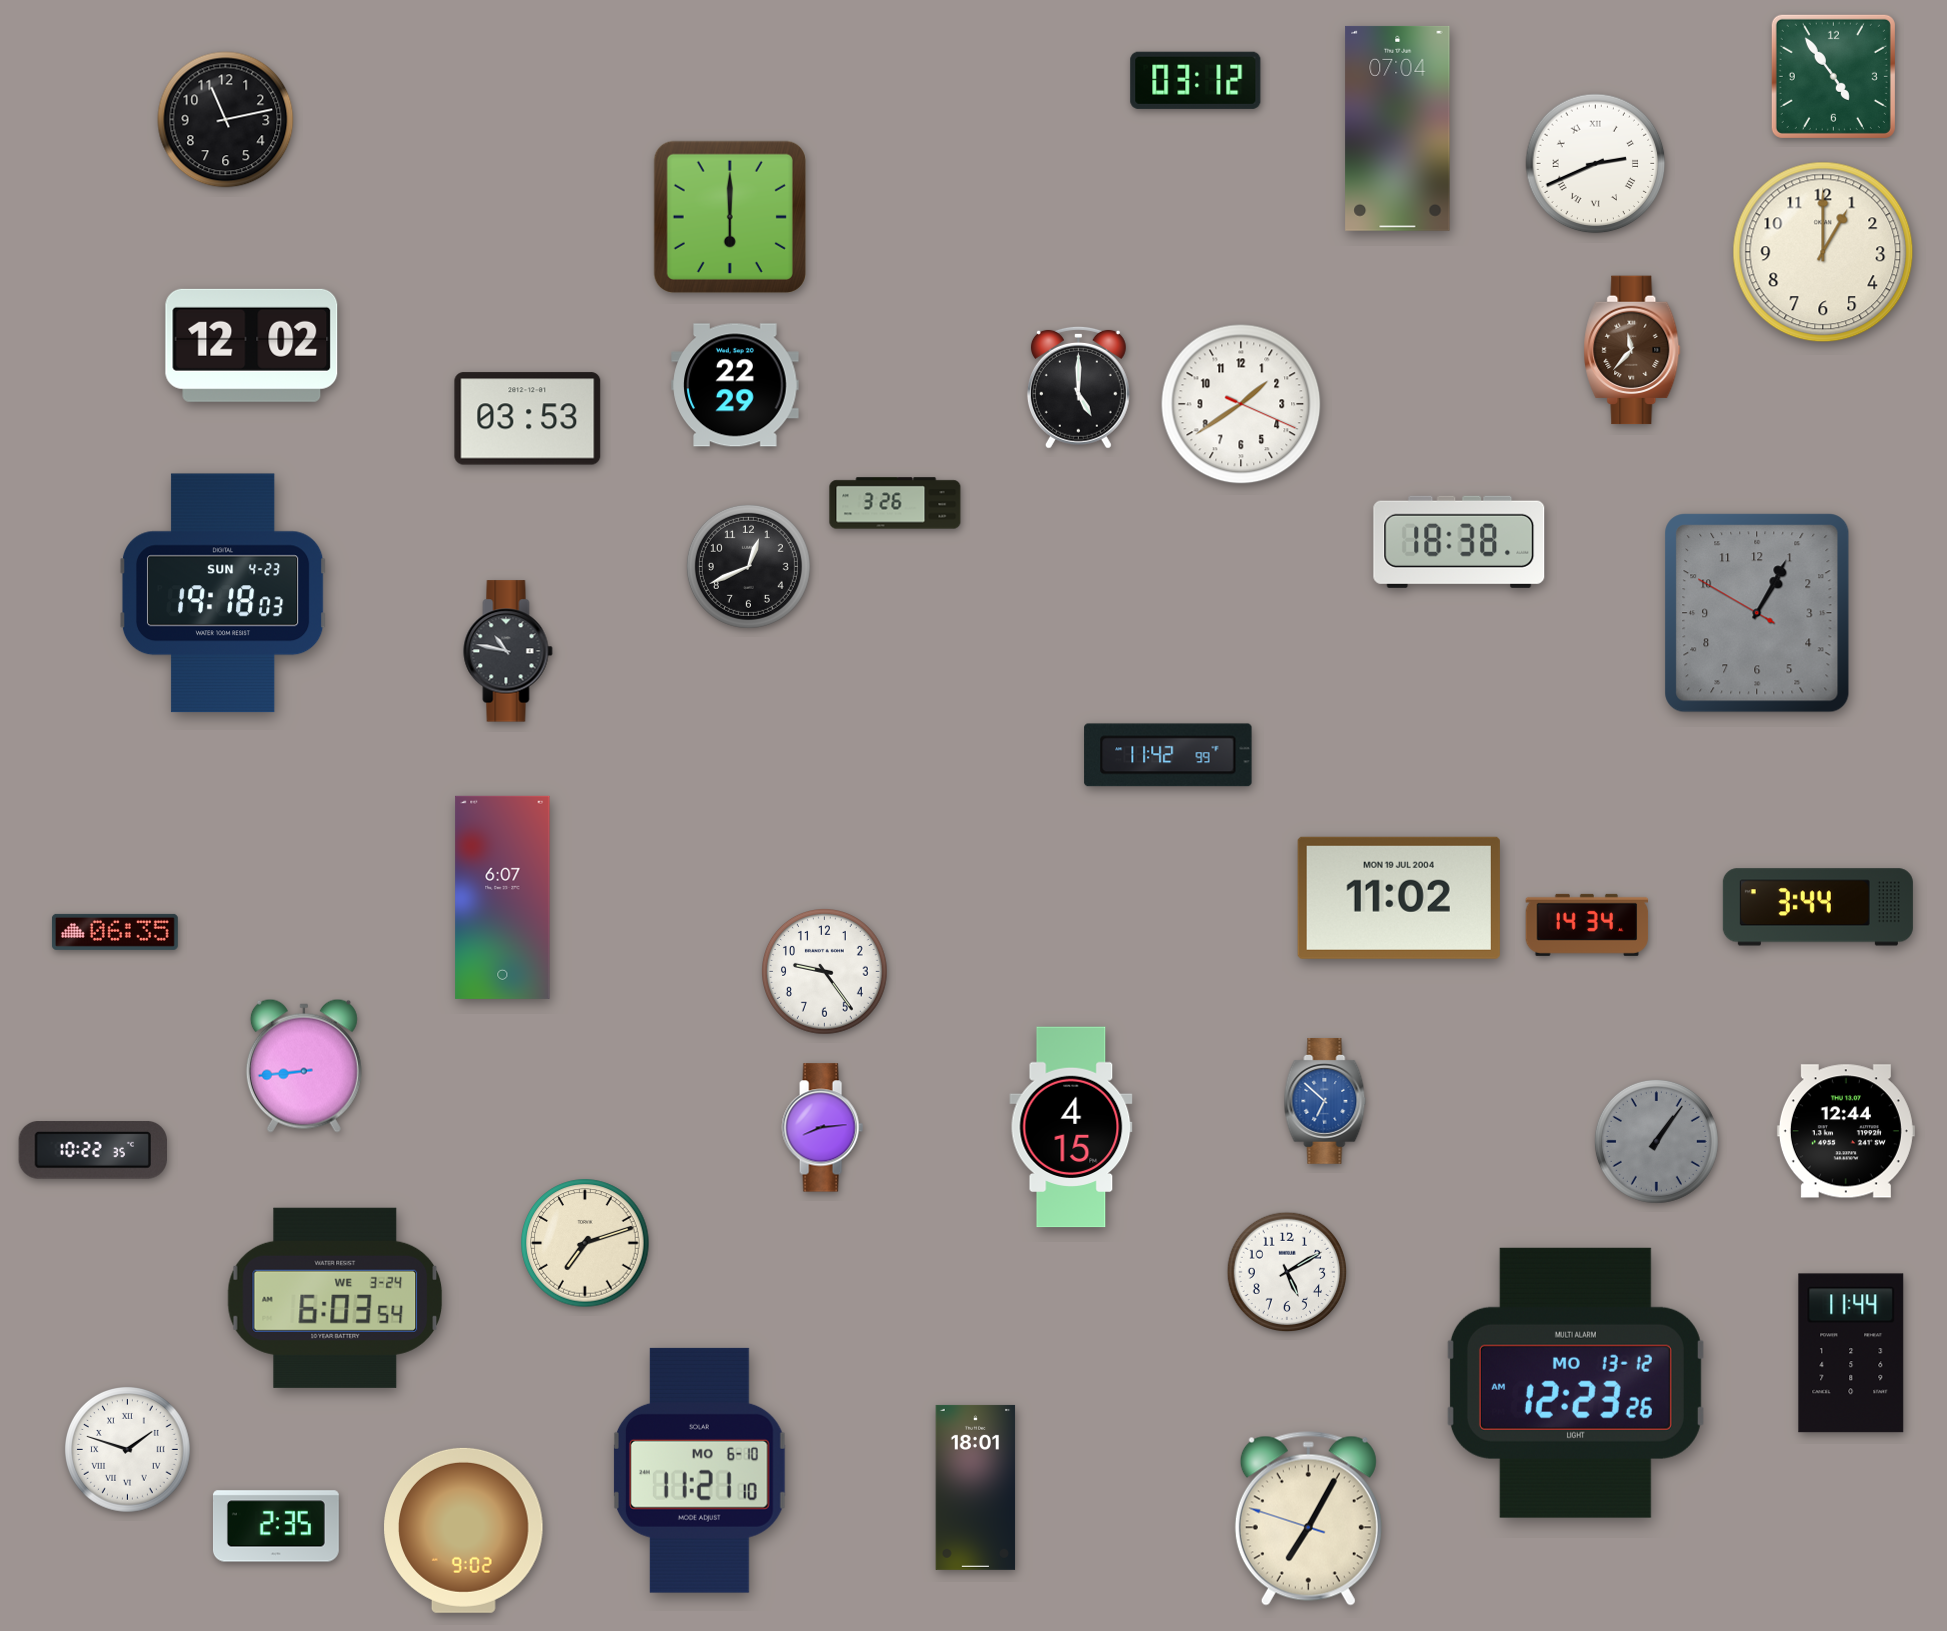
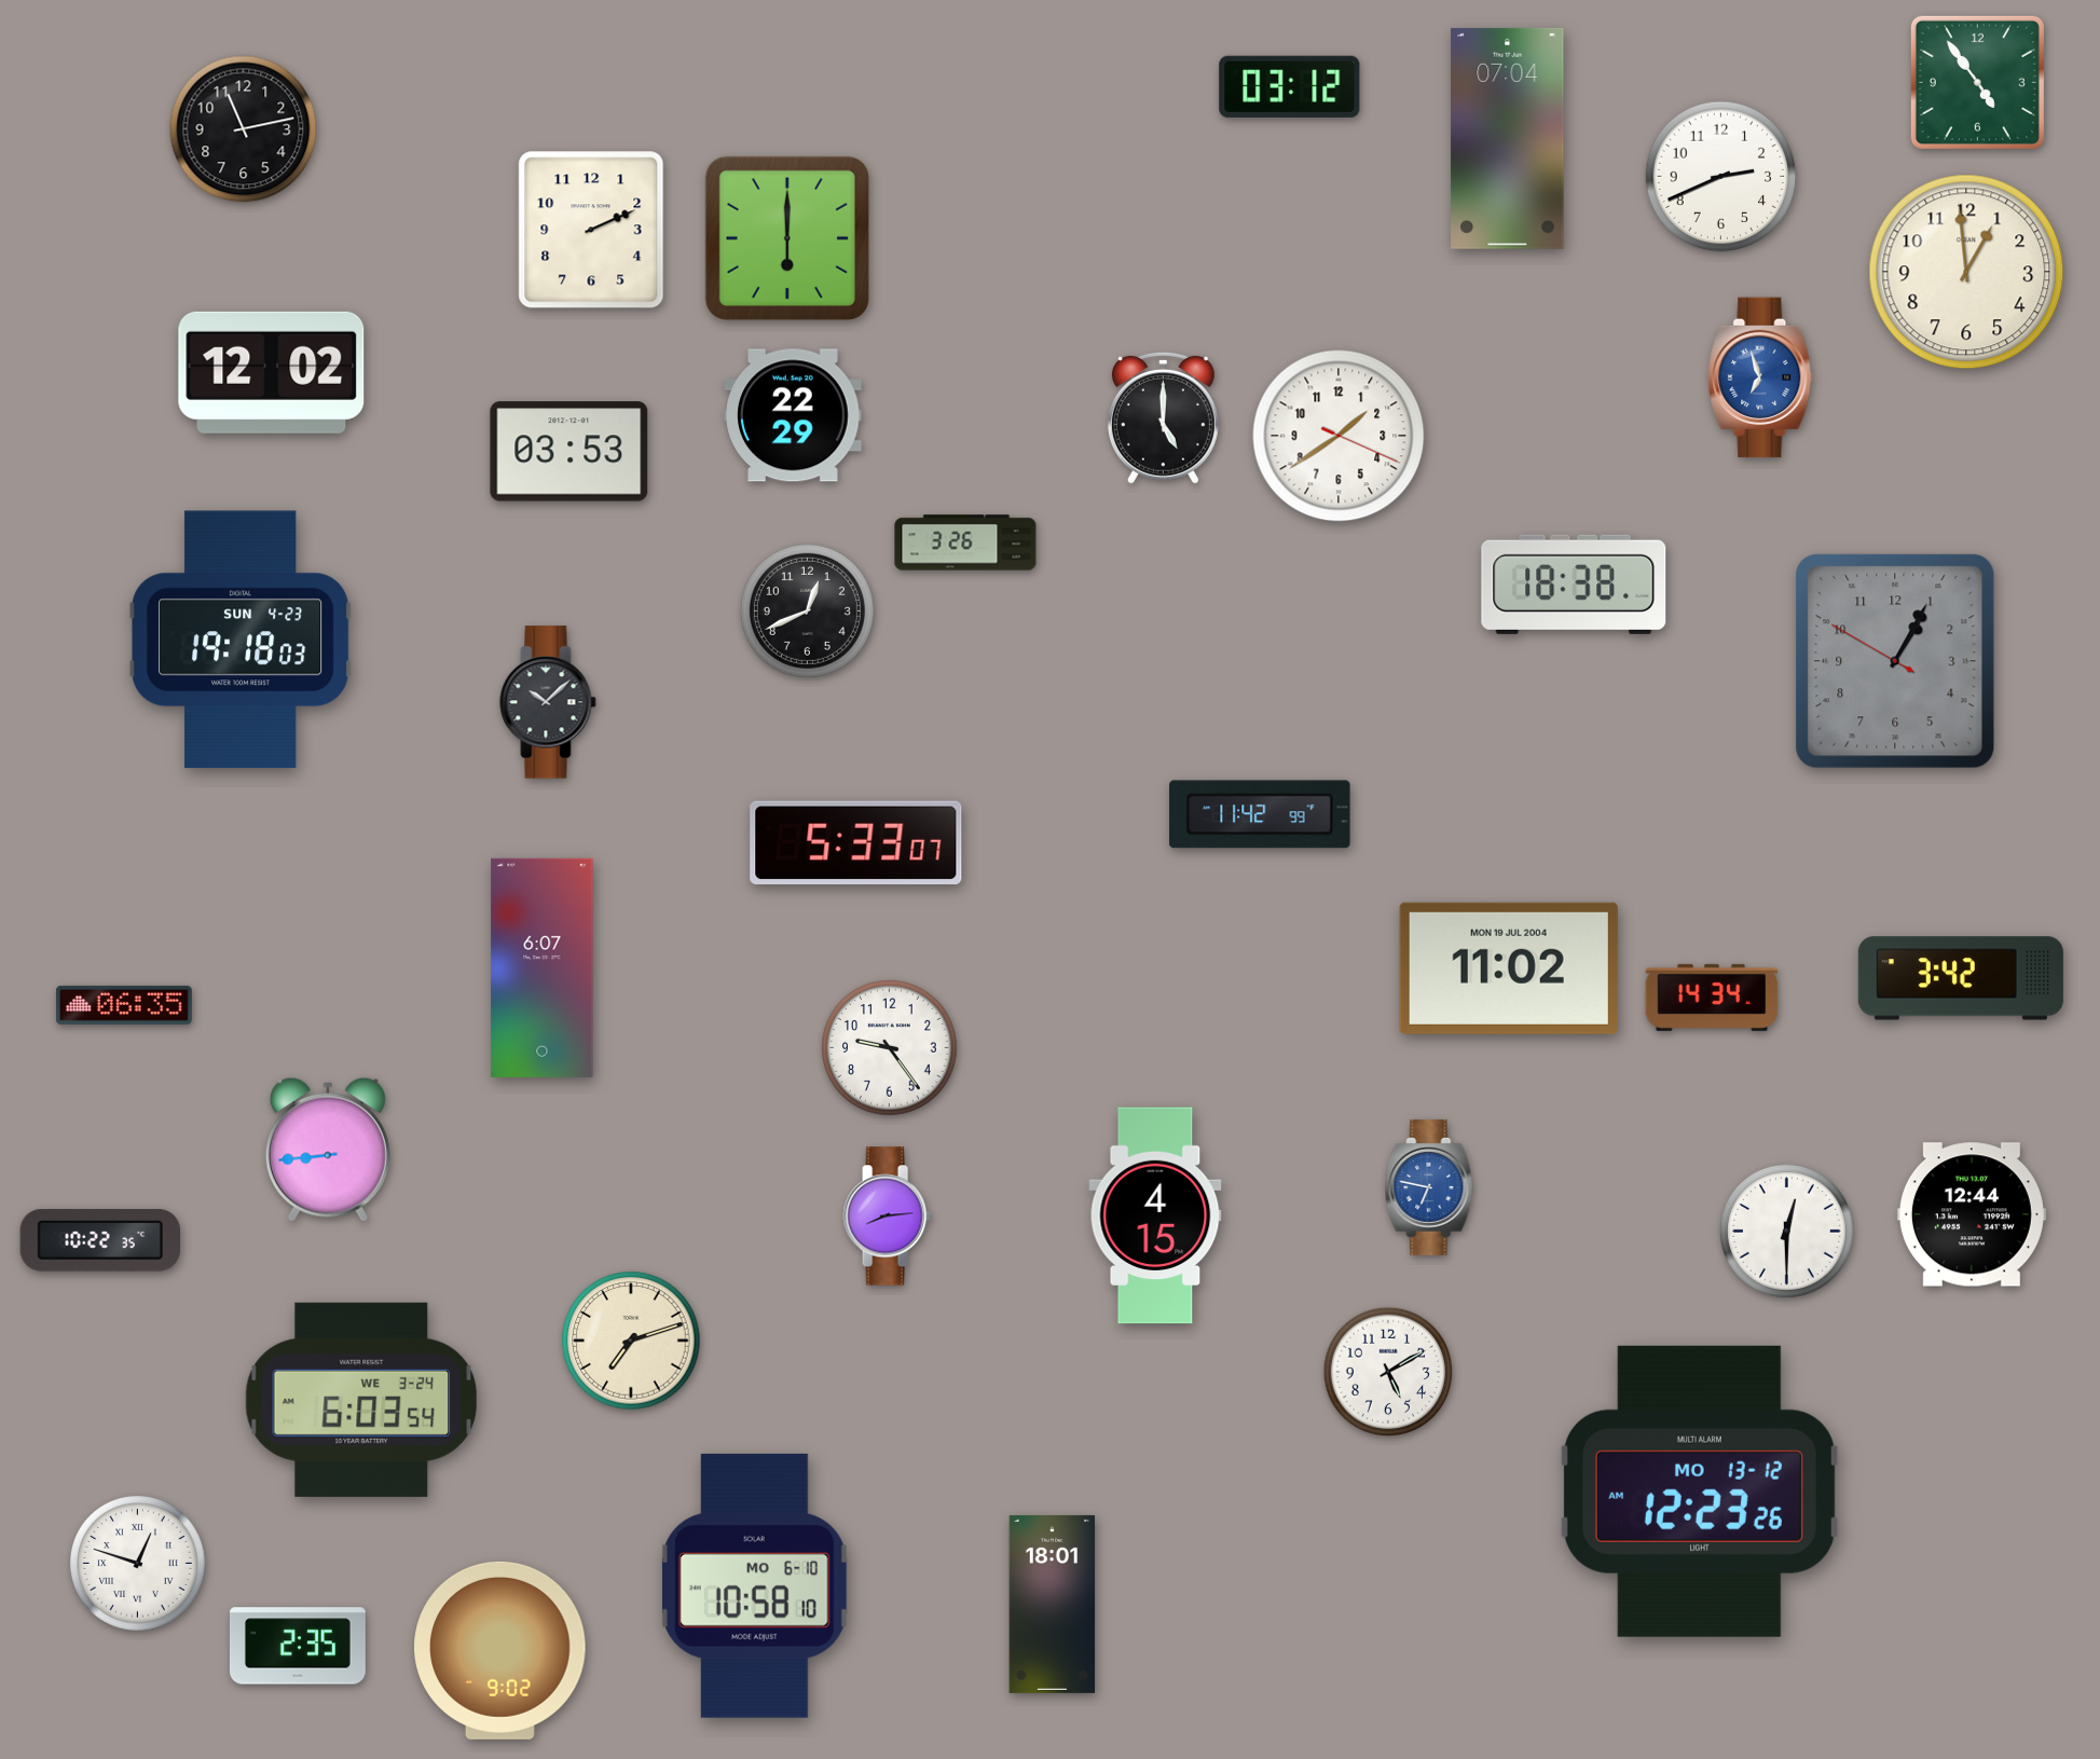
clock at (1596, 164) numerals: Roman -> Arabic
clock at (591, 230): none -> 2:11
clock at (730, 217) position: (730, 217) -> (787, 238)
clock at (1823, 252): 1:00 -> 12:59
clock at (1632, 350): 11:37 -> 6:57
clock at (1632, 350) dial: brown -> blue
clock at (508, 651): 10:47 -> 10:08
clock at (856, 843): none -> 5:33
clock at (1818, 907): 3:44 -> 3:42
clock at (1325, 1101): 6:52 -> 6:47
clock at (1846, 1131) position: (1846, 1131) -> (1972, 1214)
clock at (1656, 1141): 1:06 -> 12:30
clock at (1656, 1141) dial: grey -> white
clock at (1851, 1353): 11:44 -> none
clock at (128, 1450): 1:48 -> 12:48
clock at (699, 1470): 11:21 -> 10:58
clock at (1308, 1519): 7:04 -> none
